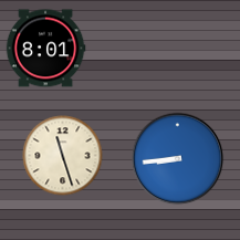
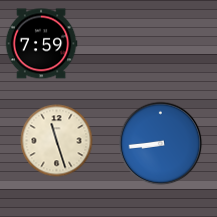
clock at (45, 49): 8:01 -> 7:59
